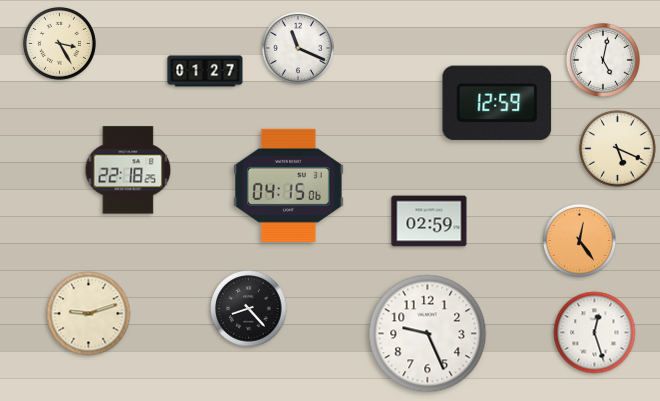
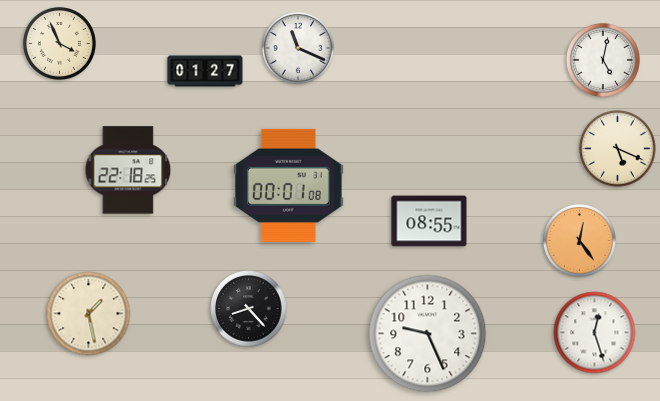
clock at (59, 43): 3:25 -> 3:56
clock at (497, 103): 12:59 -> none
clock at (289, 185): 04:15 -> 00:01
clock at (429, 221): 02:59 -> 08:55
clock at (89, 314): 9:12 -> 1:28
